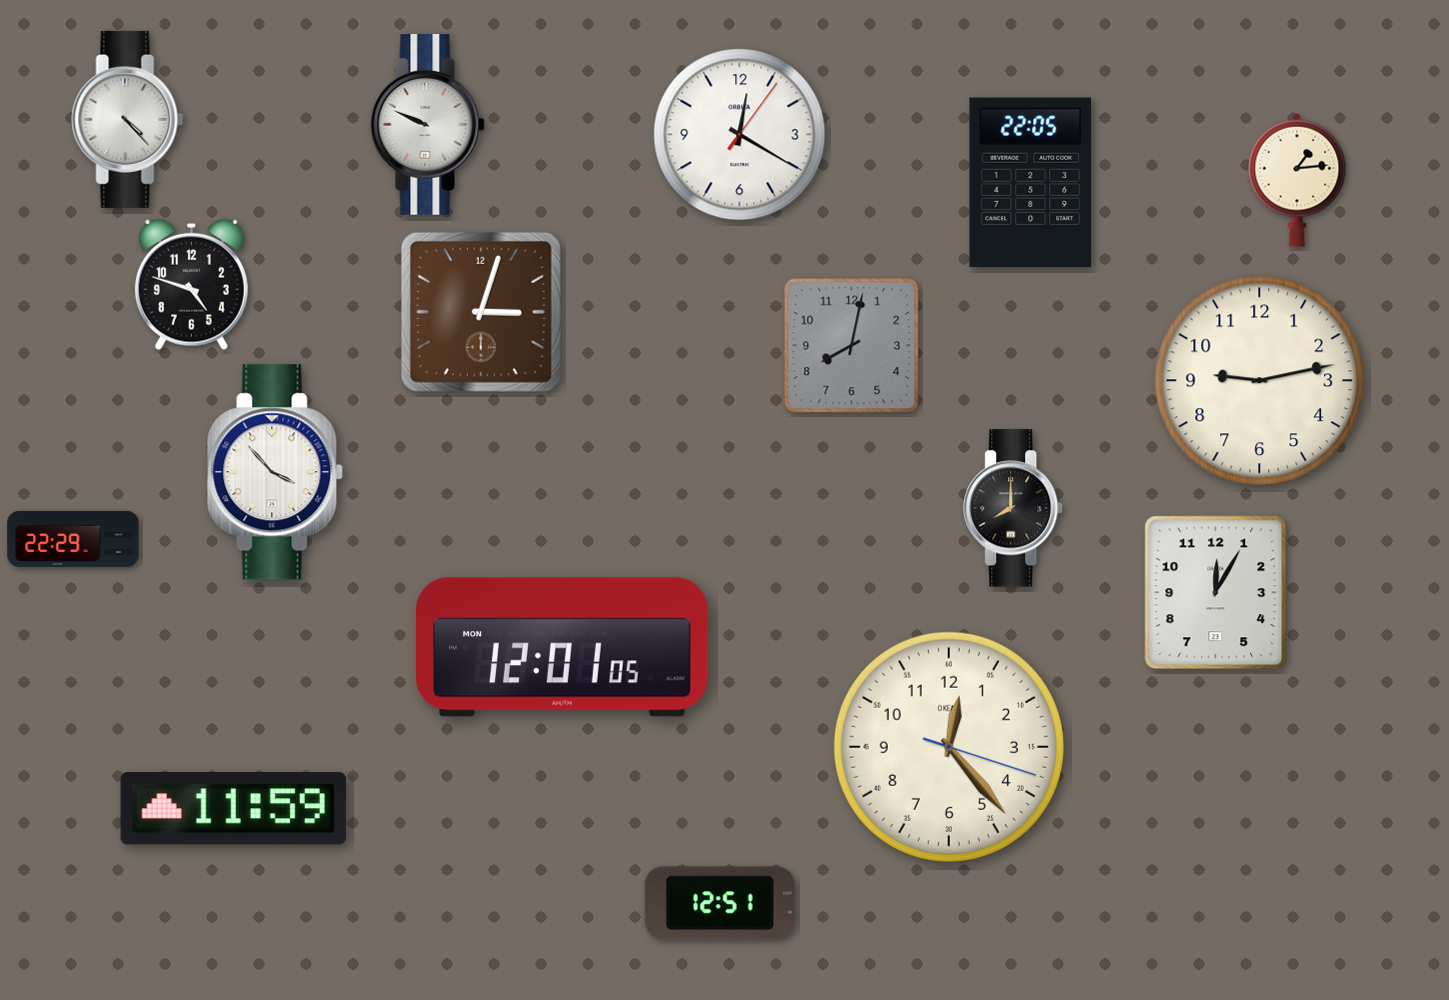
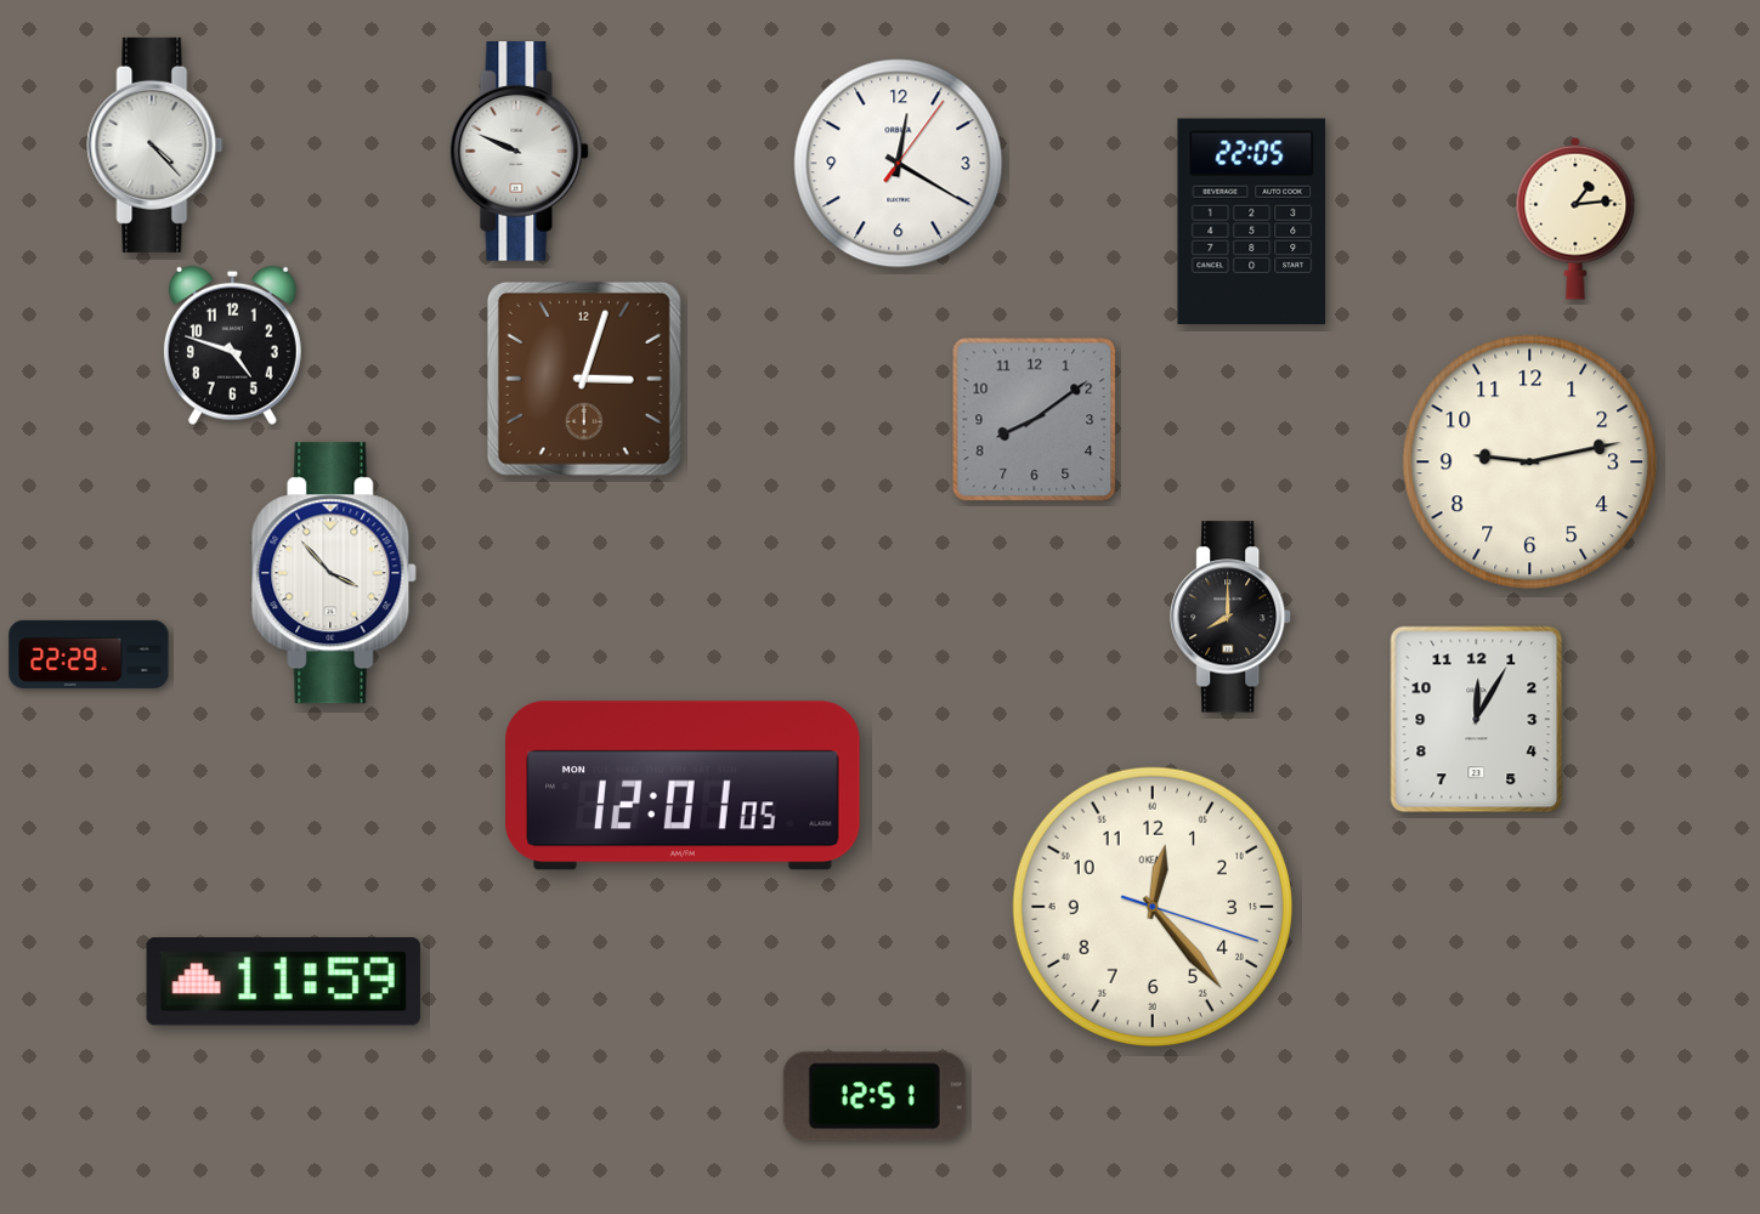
clock at (852, 346): 8:02 -> 8:09
